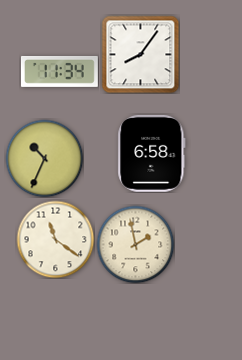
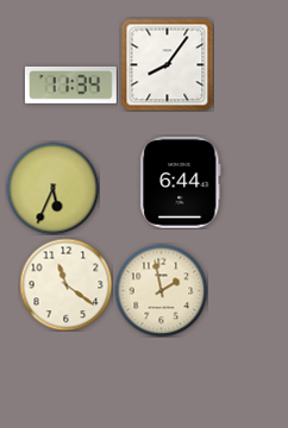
clock at (152, 153): 6:58 -> 6:44
clock at (44, 158): 10:34 -> 5:34
